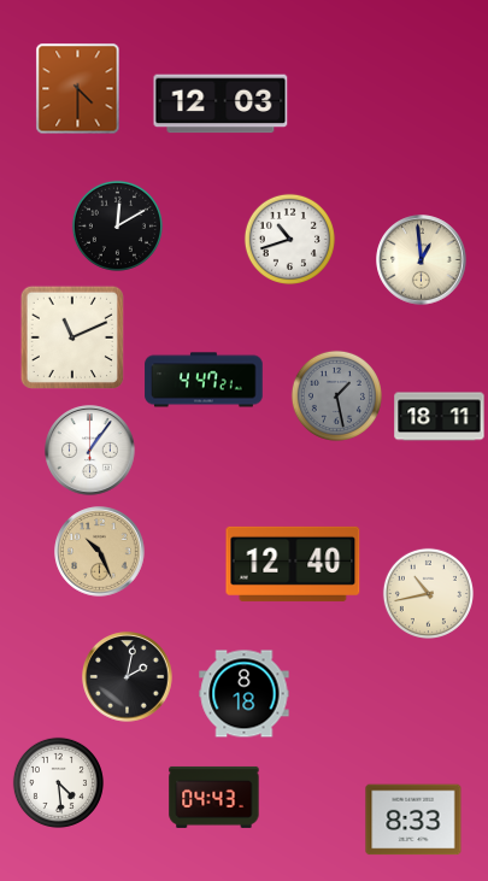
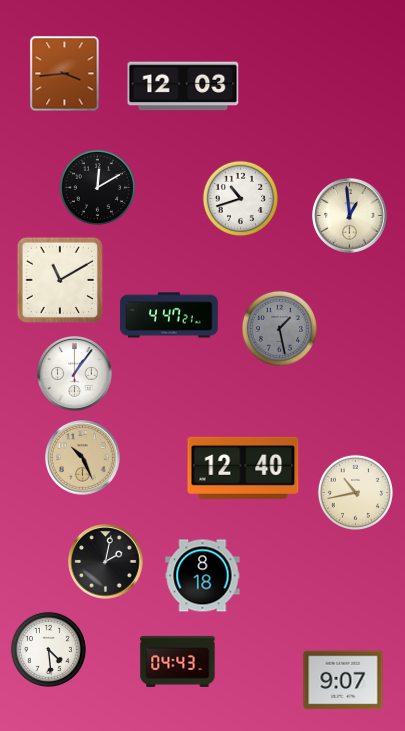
clock at (78, 89): 4:30 -> 3:44
clock at (72, 337): 11:11 -> 11:10
clock at (440, 417): 18:11 -> none
clock at (413, 820): 8:33 -> 9:07
